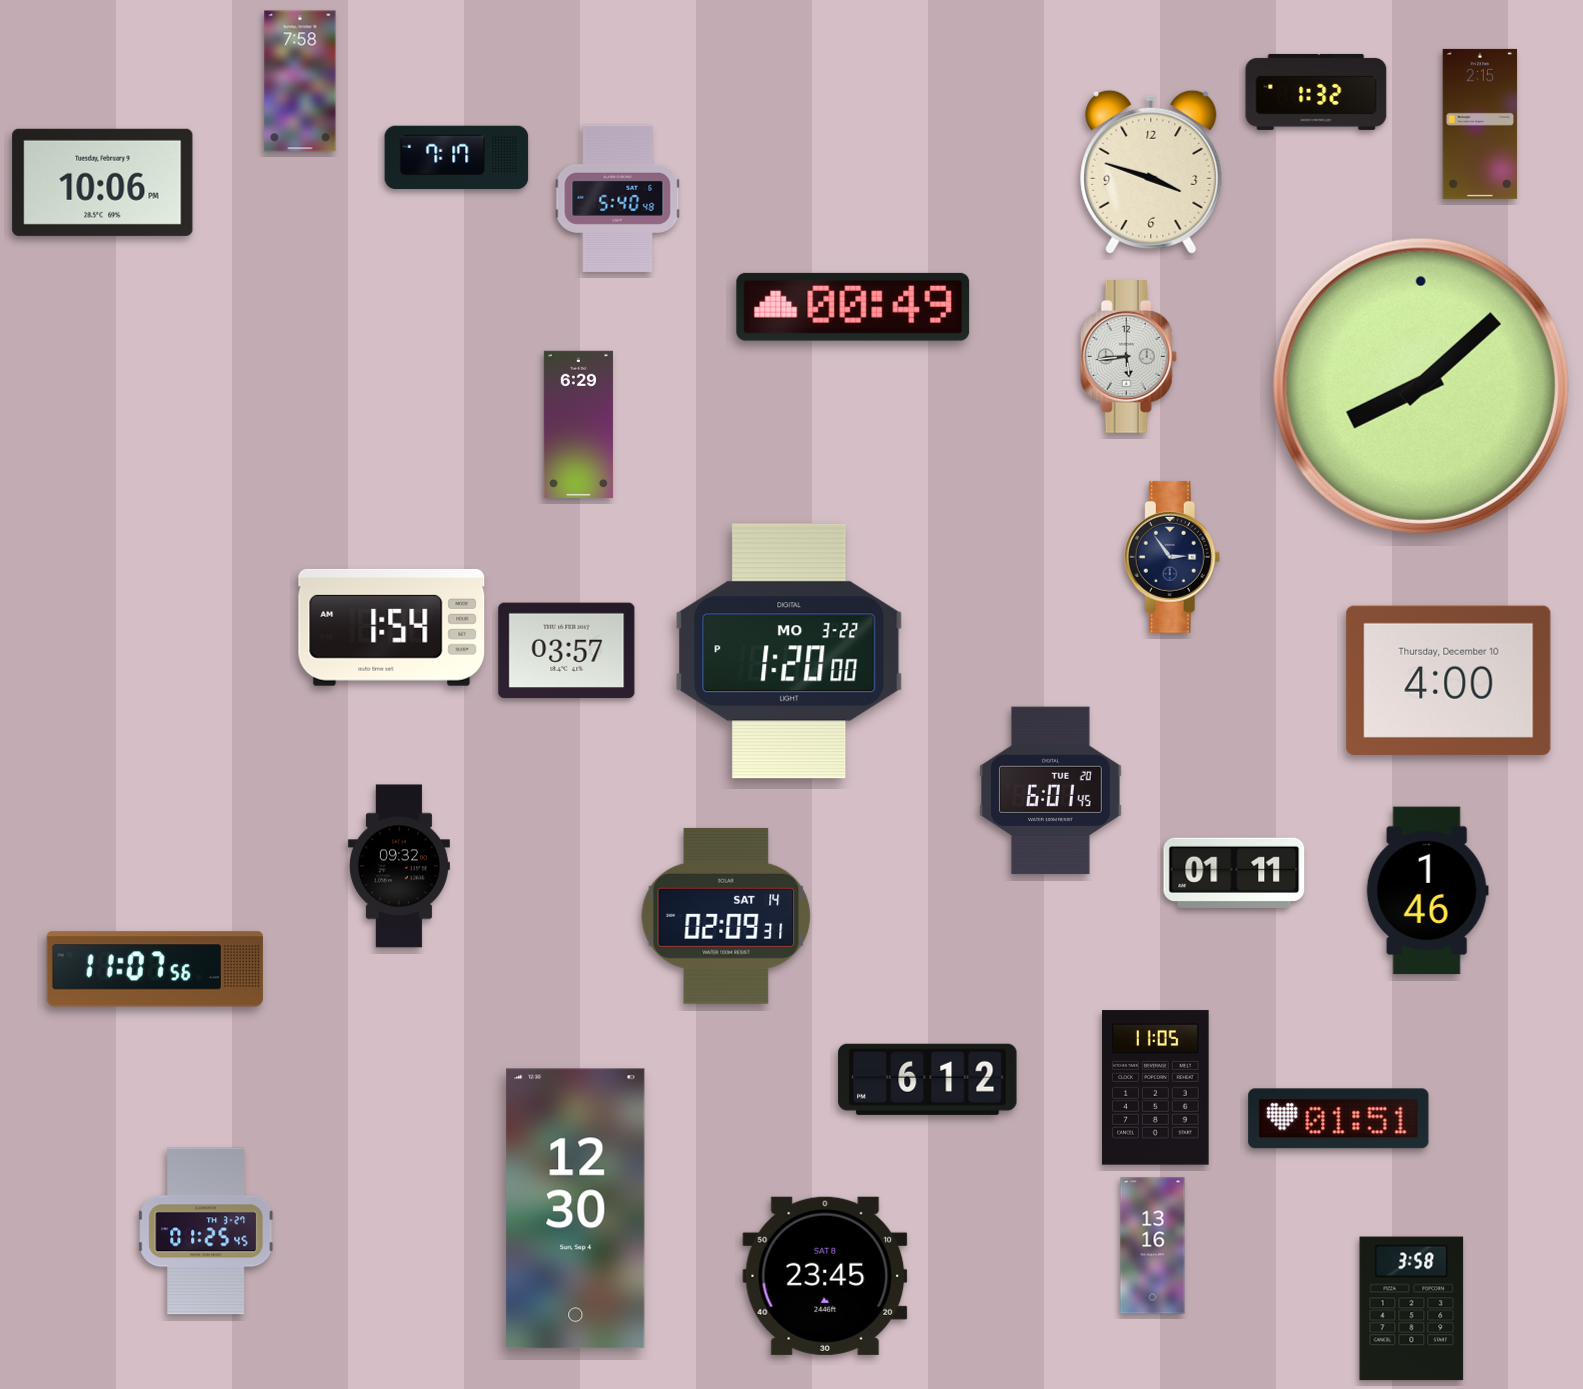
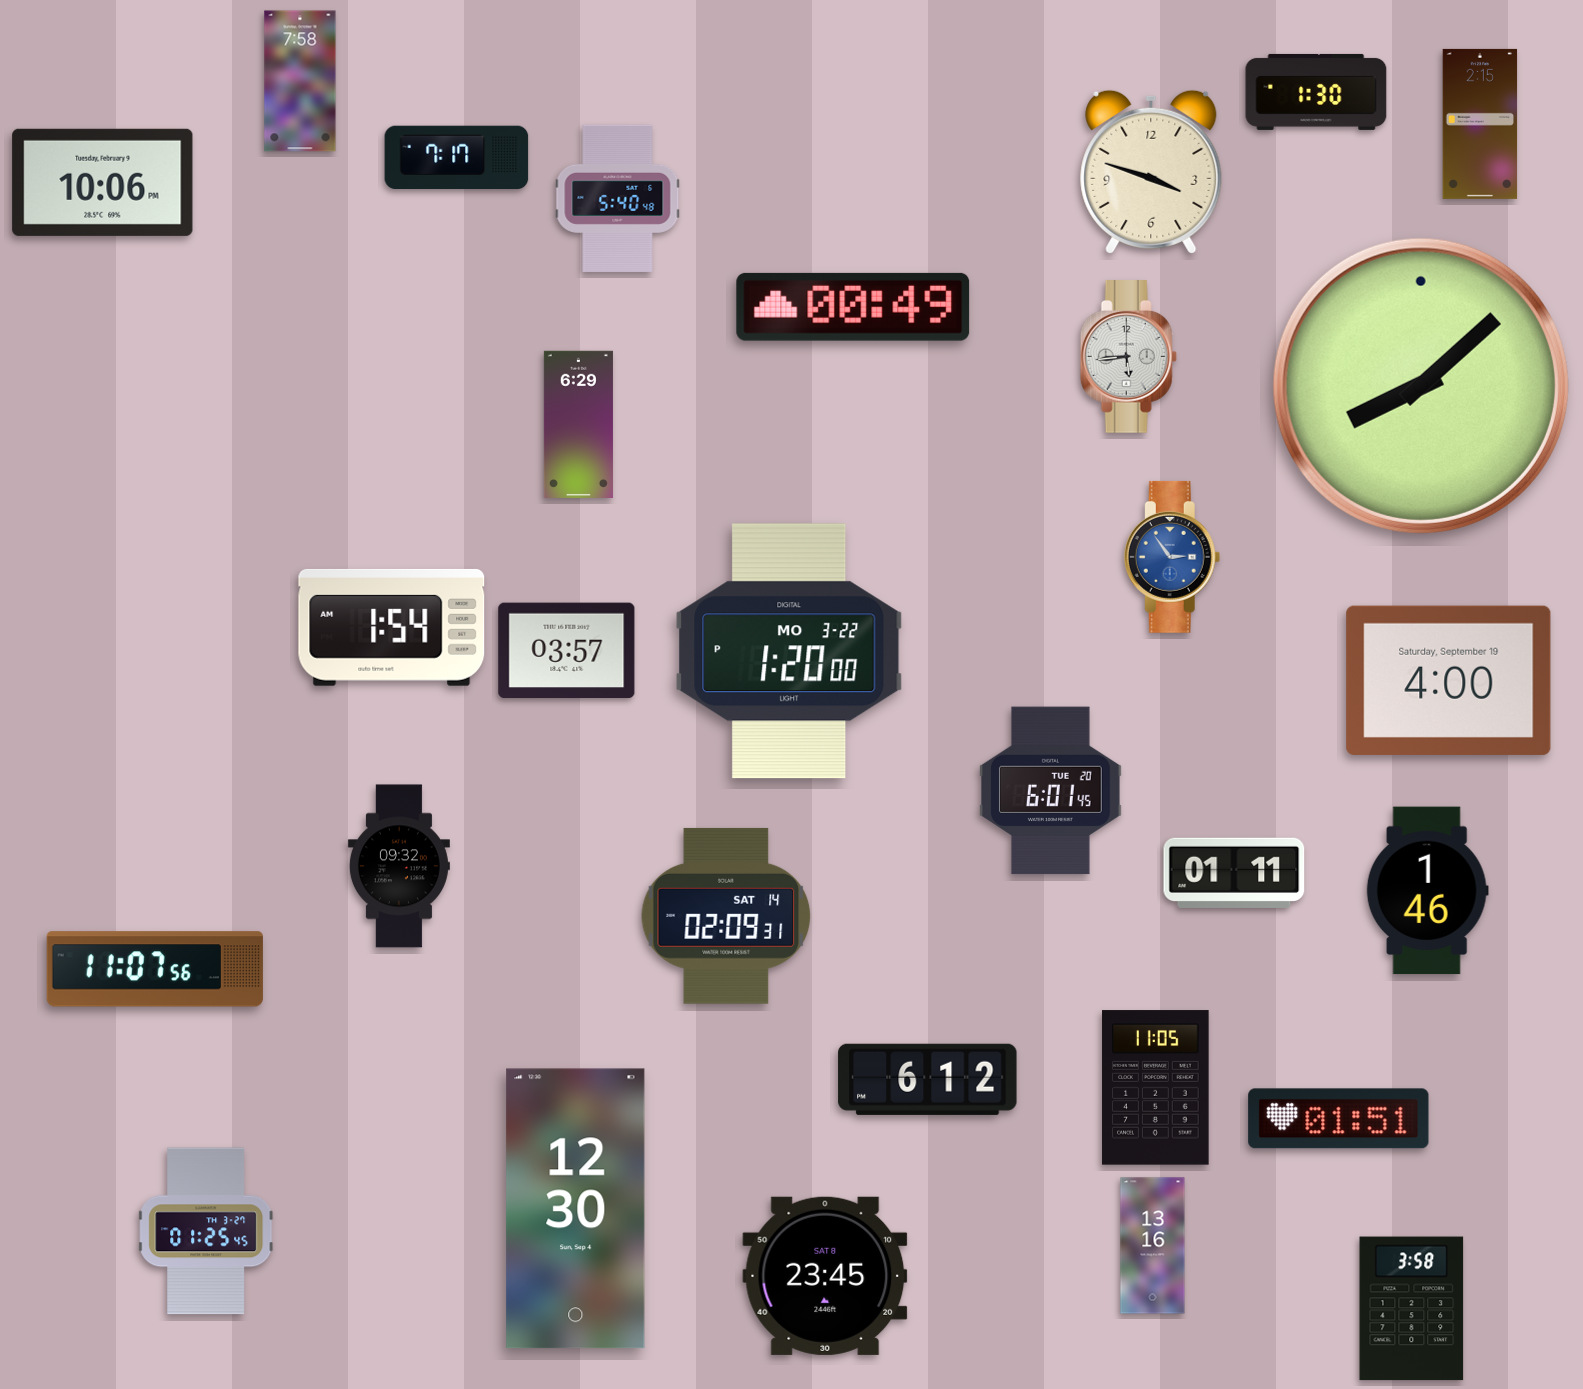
clock at (1316, 92): 1:32 -> 1:30
clock at (1172, 557) dial: navy -> blue
clock at (1449, 680) date: Thursday, December 10 -> Saturday, September 19
